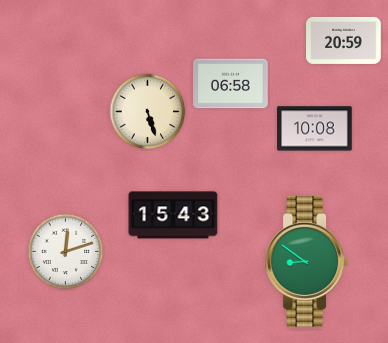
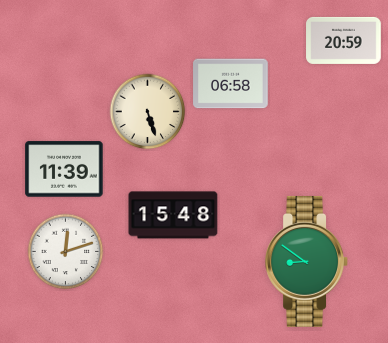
clock at (315, 129): 10:08 -> none
clock at (64, 169): none -> 11:39
clock at (173, 215): 15:43 -> 15:48
